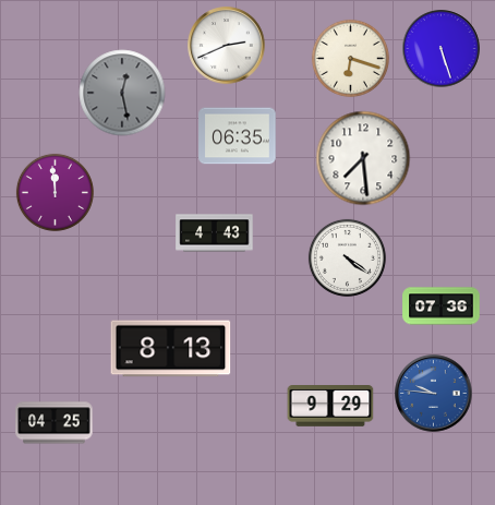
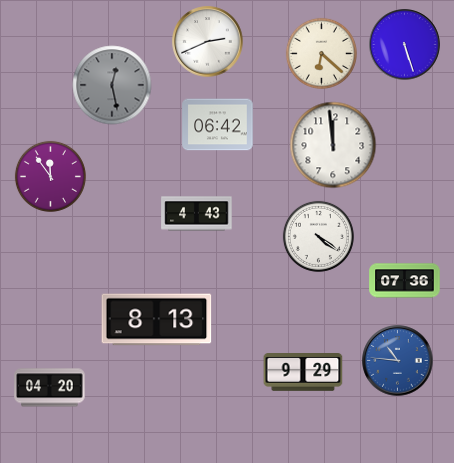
clock at (350, 58): 6:18 -> 6:22
clock at (238, 136): 06:35 -> 06:42
clock at (363, 158): 7:29 -> 11:59
clock at (55, 192): 11:59 -> 11:54
clock at (434, 394): 9:46 -> 10:46
clock at (55, 423): 04:25 -> 04:20
